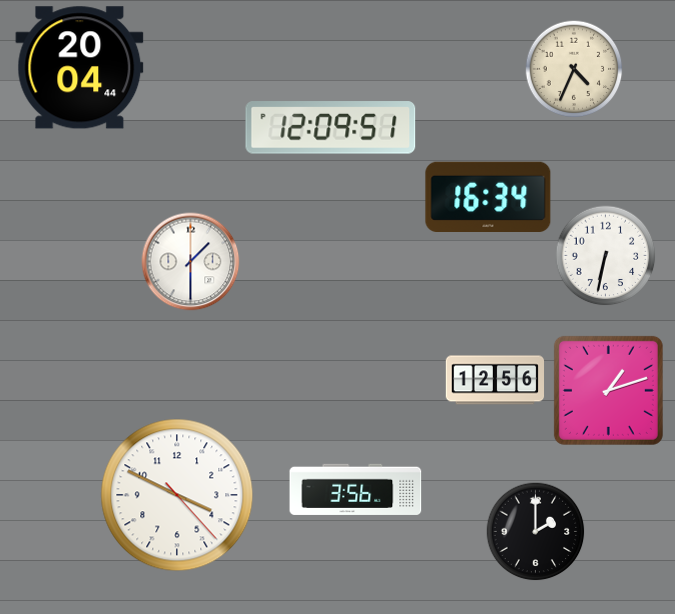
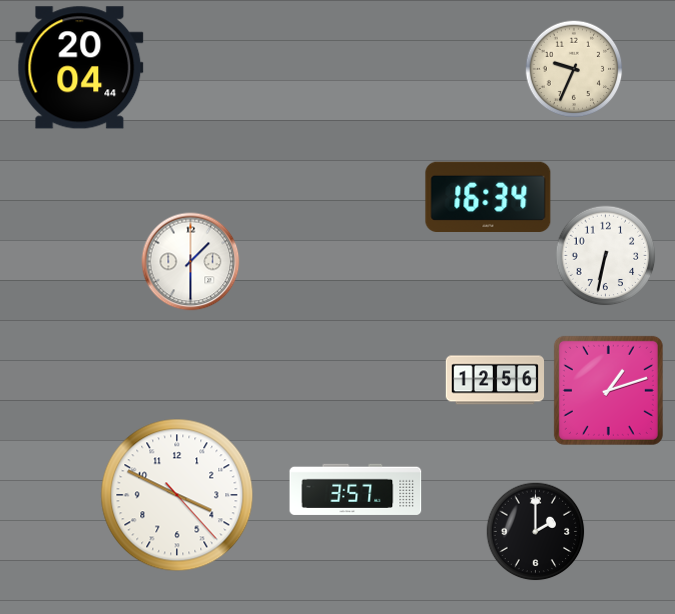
clock at (574, 69): 4:34 -> 9:34
clock at (331, 128): 12:09 -> none
clock at (356, 489): 3:56 -> 3:57
